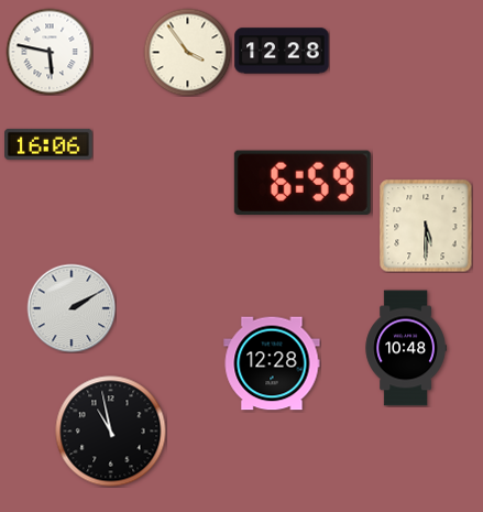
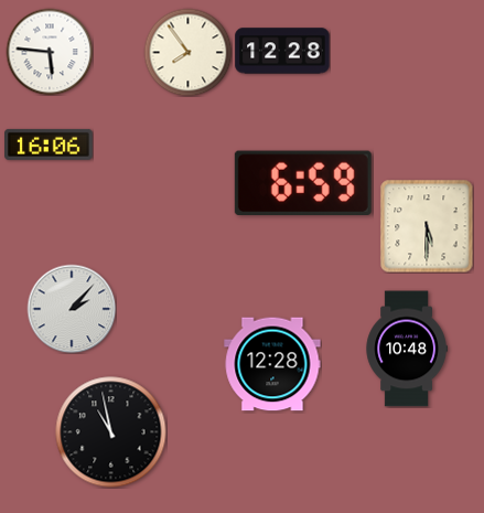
clock at (50, 52): 5:47 -> 5:46
clock at (187, 52): 3:54 -> 7:54
clock at (72, 308): 2:10 -> 2:07
